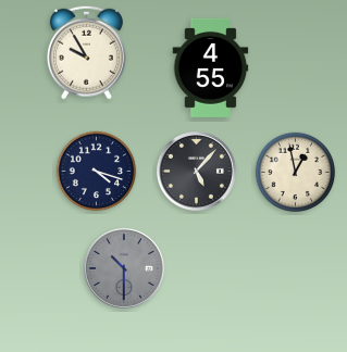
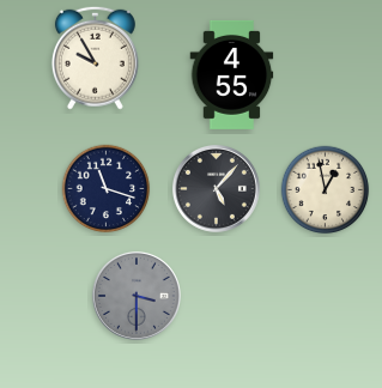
clock at (97, 172): 4:18 -> 11:18
clock at (124, 268): 10:30 -> 3:30
